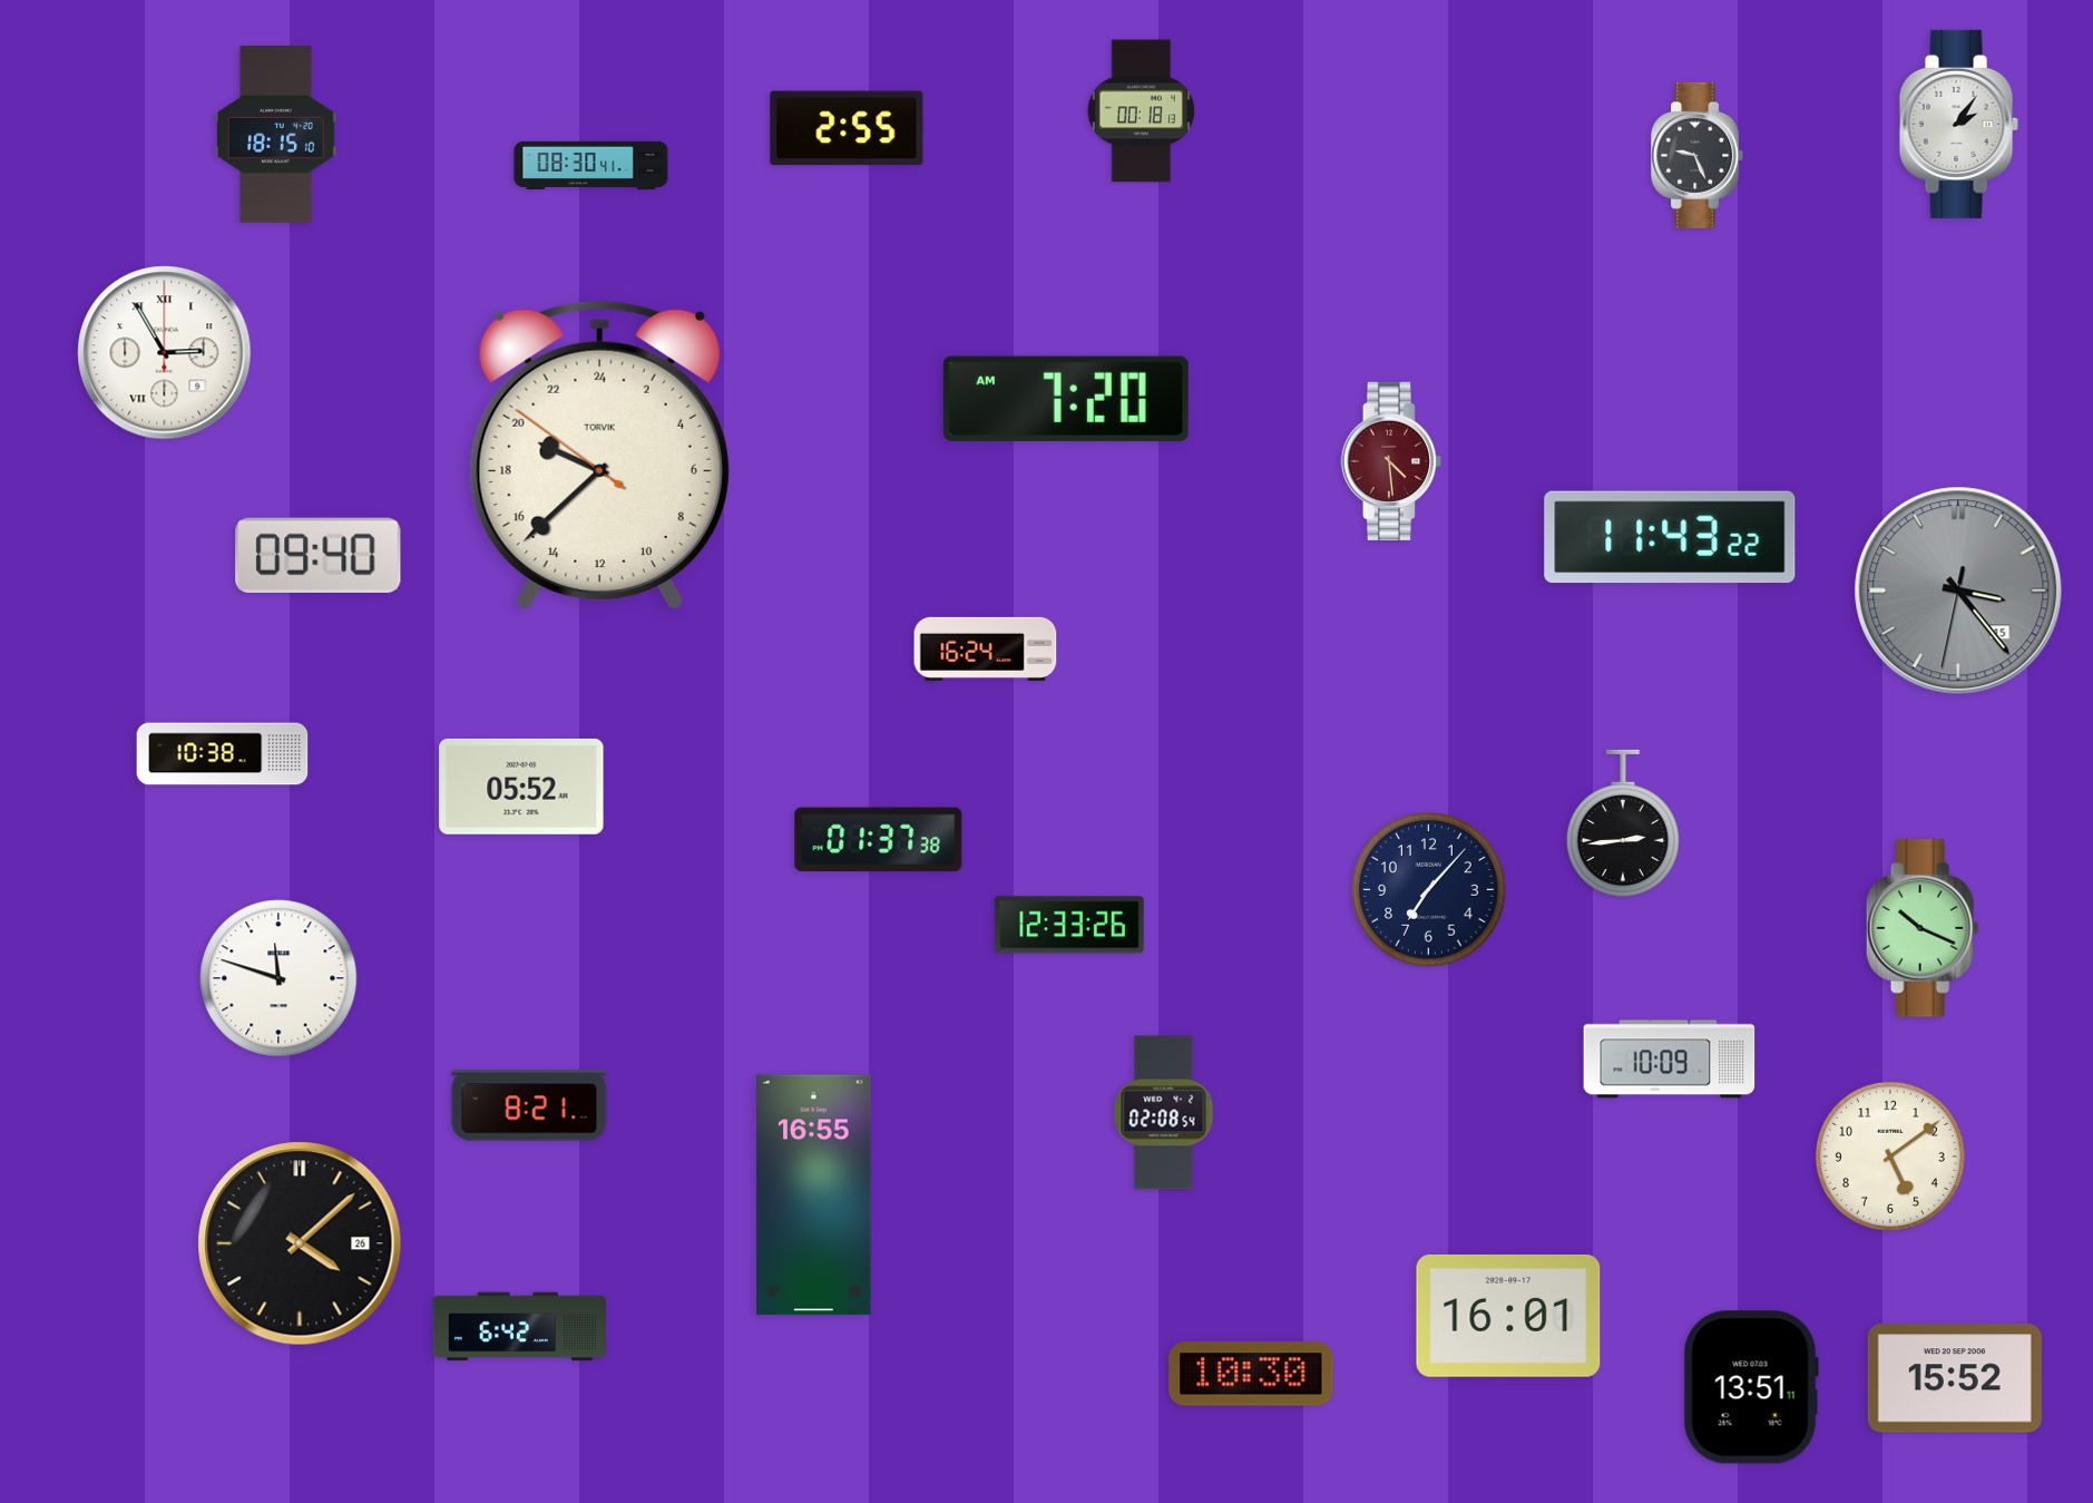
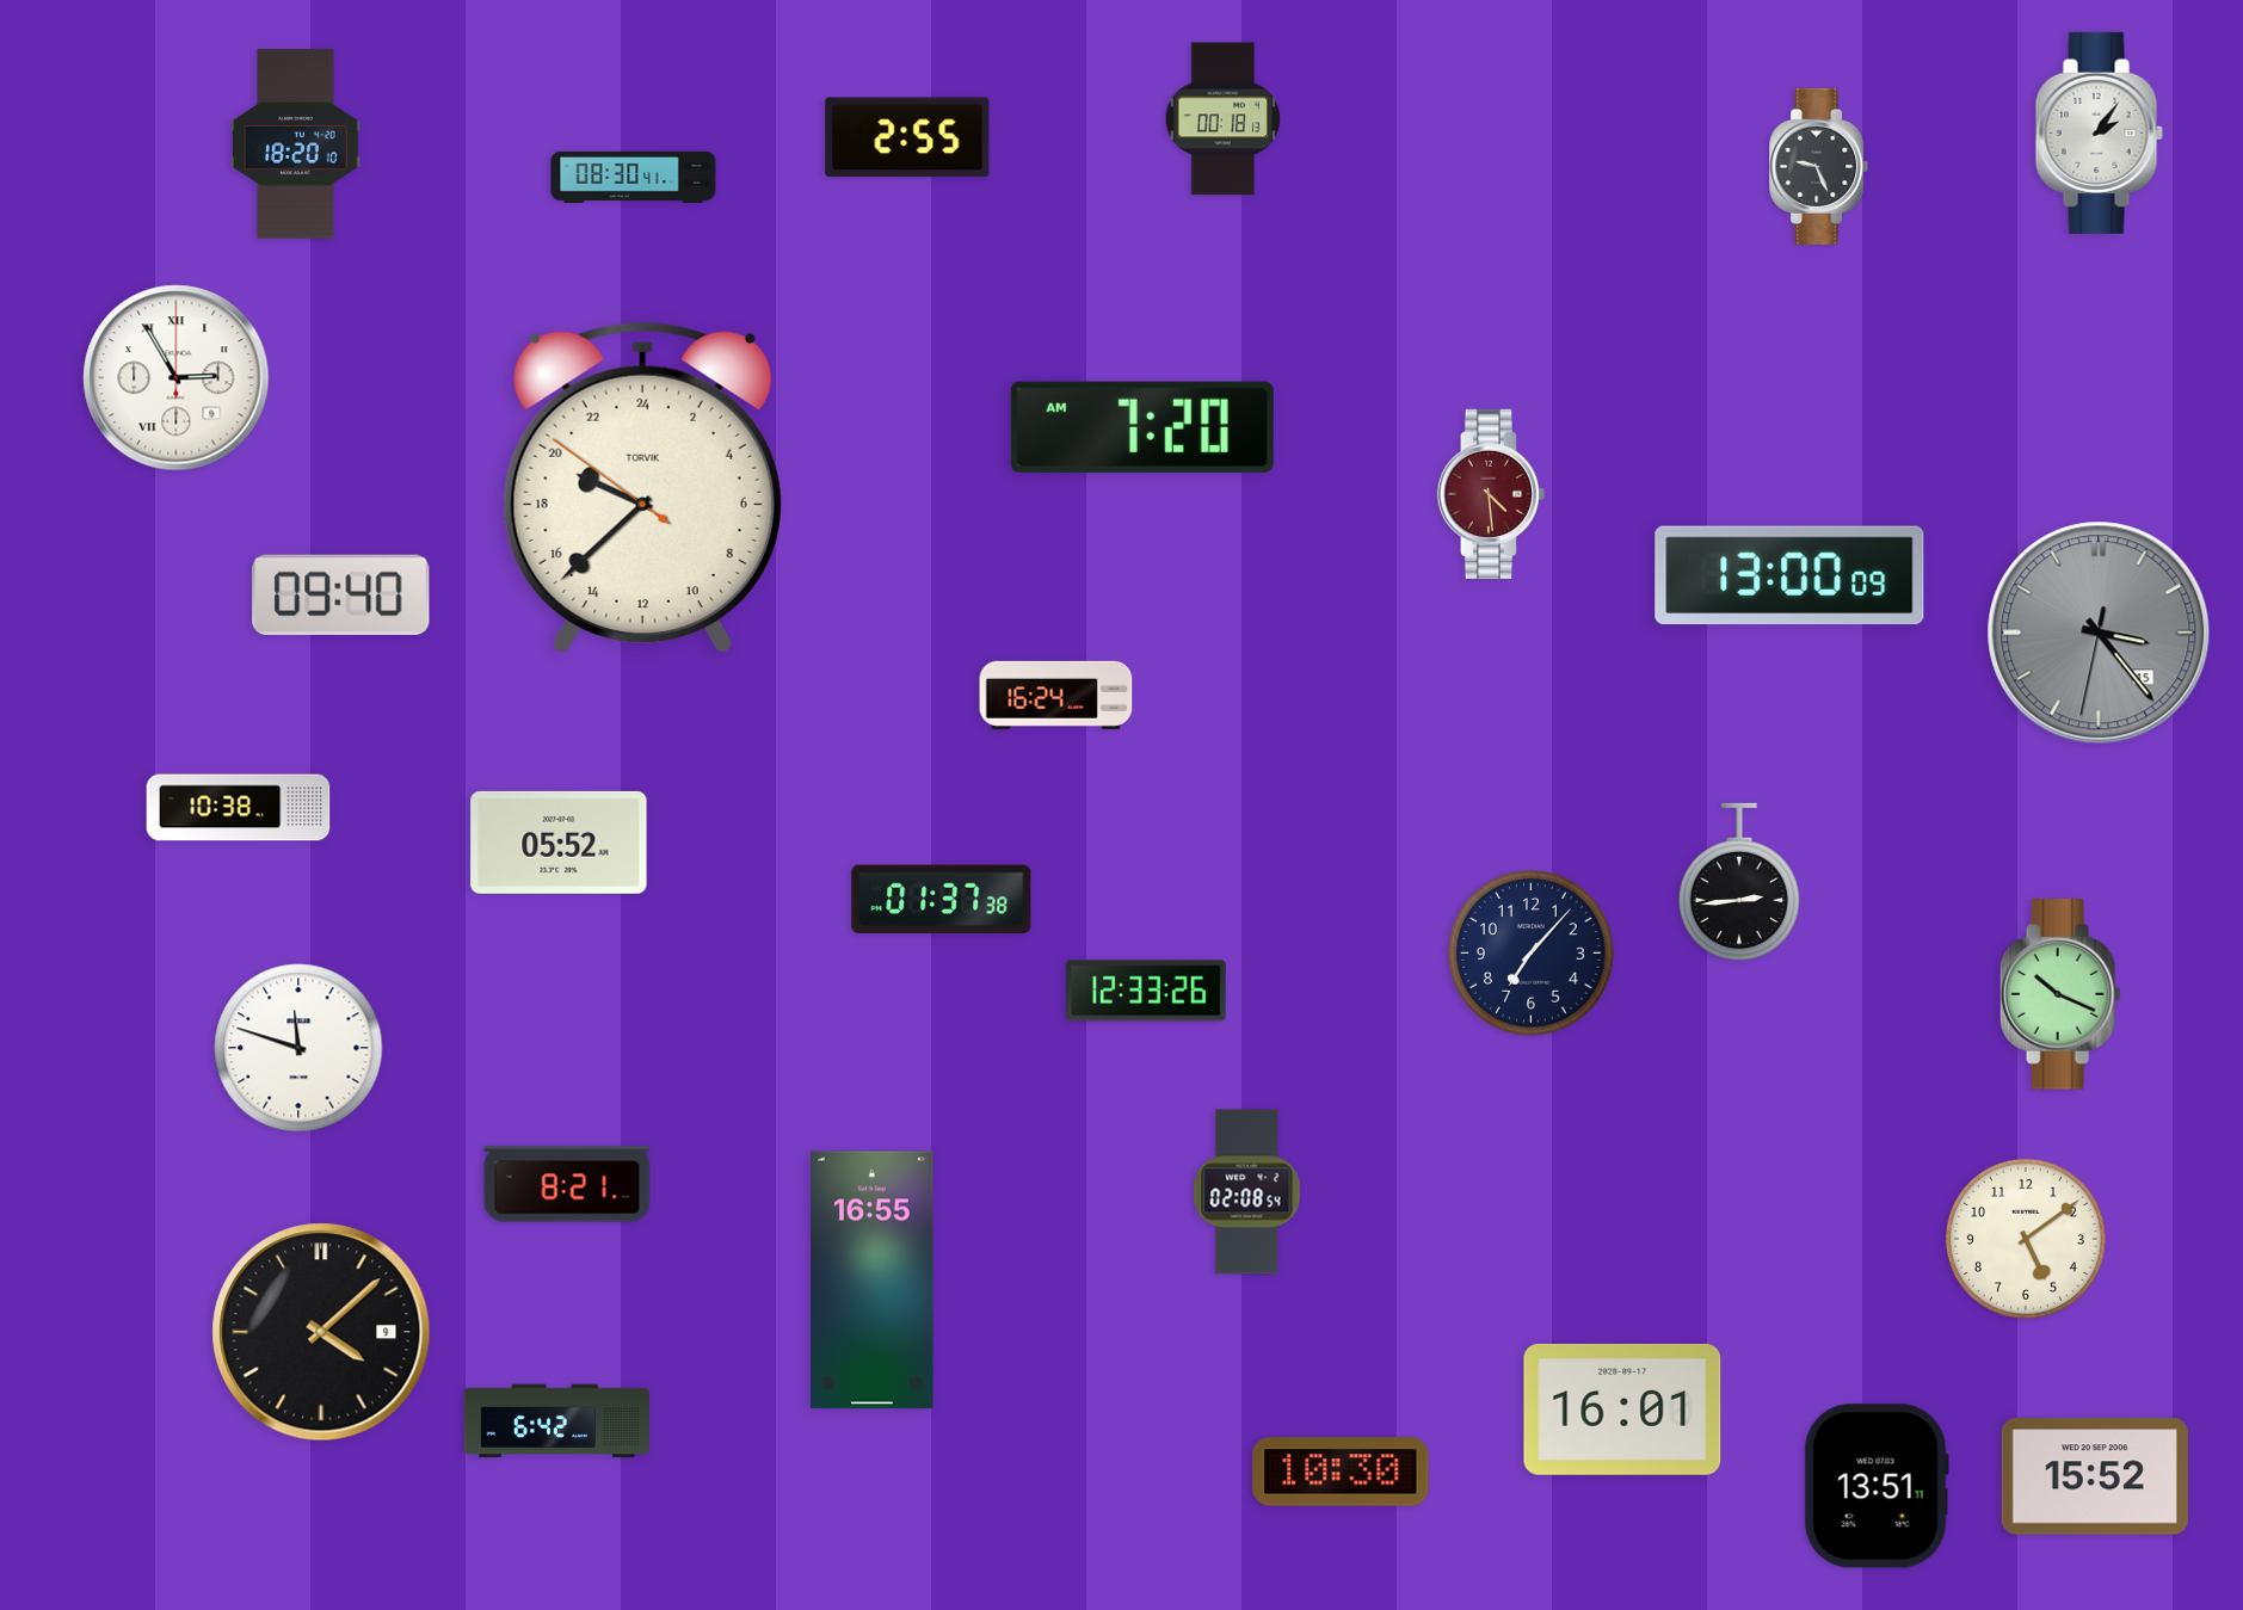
clock at (276, 135): 18:15 -> 18:20
clock at (1670, 537): 11:43 -> 13:00
clock at (1670, 1060): 10:09 -> none
clock at (300, 1243) date: 26 -> 9
clock at (1508, 1316) position: (1508, 1316) -> (1622, 1409)
